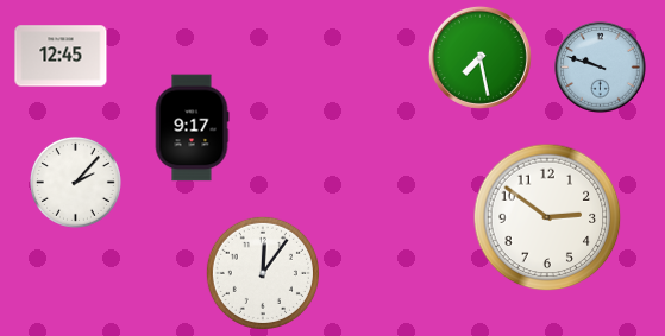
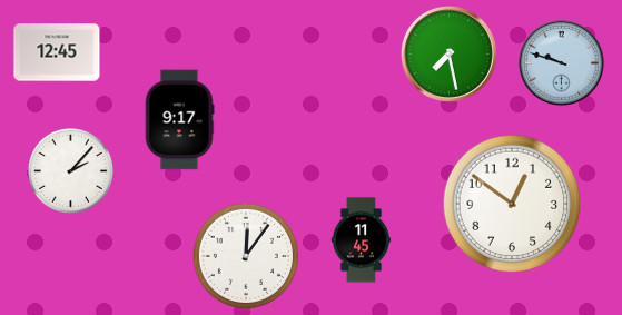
clock at (547, 217): 2:51 -> 12:51
clock at (361, 240): none -> 11:45
